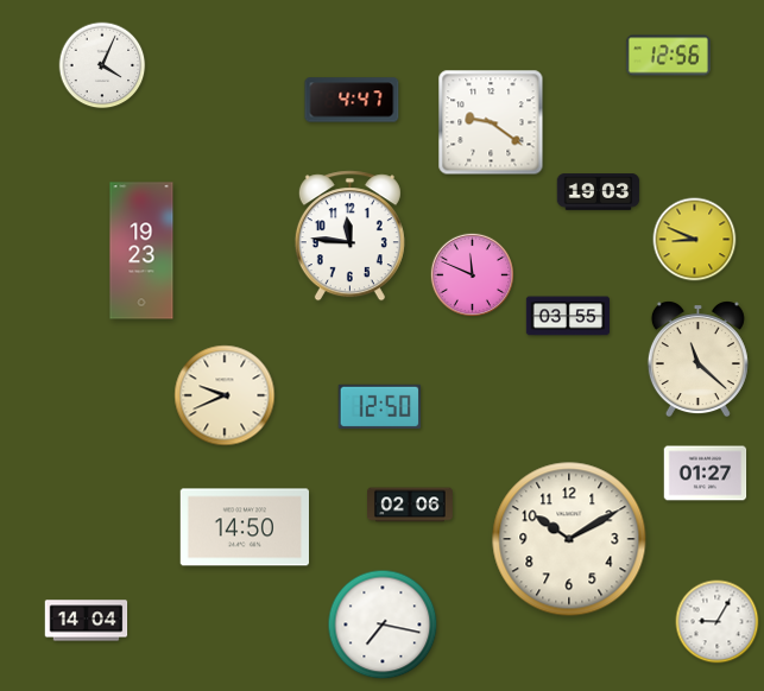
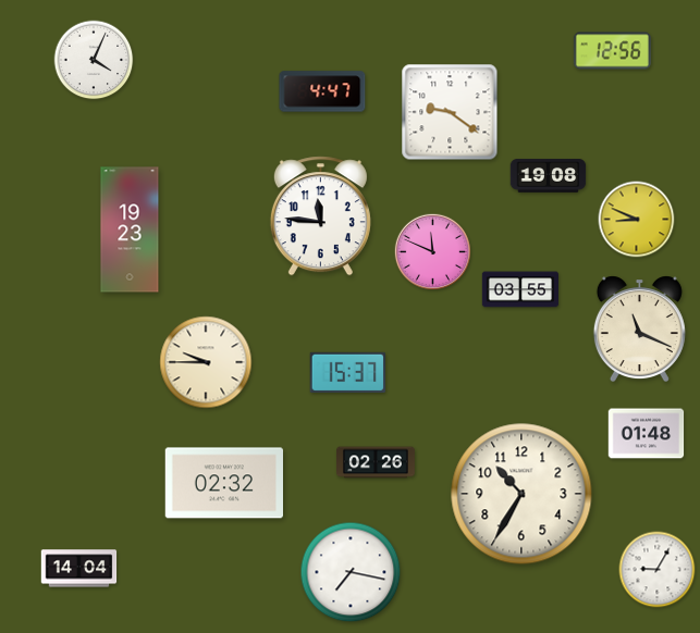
clock at (599, 192): 19:03 -> 19:08
clock at (697, 360): 11:22 -> 11:19
clock at (225, 395): 9:41 -> 9:45
clock at (380, 406): 12:50 -> 15:37
clock at (706, 474): 01:27 -> 01:48
clock at (411, 505): 02:06 -> 02:26
clock at (244, 527): 14:50 -> 02:32
clock at (569, 539): 10:10 -> 10:35
